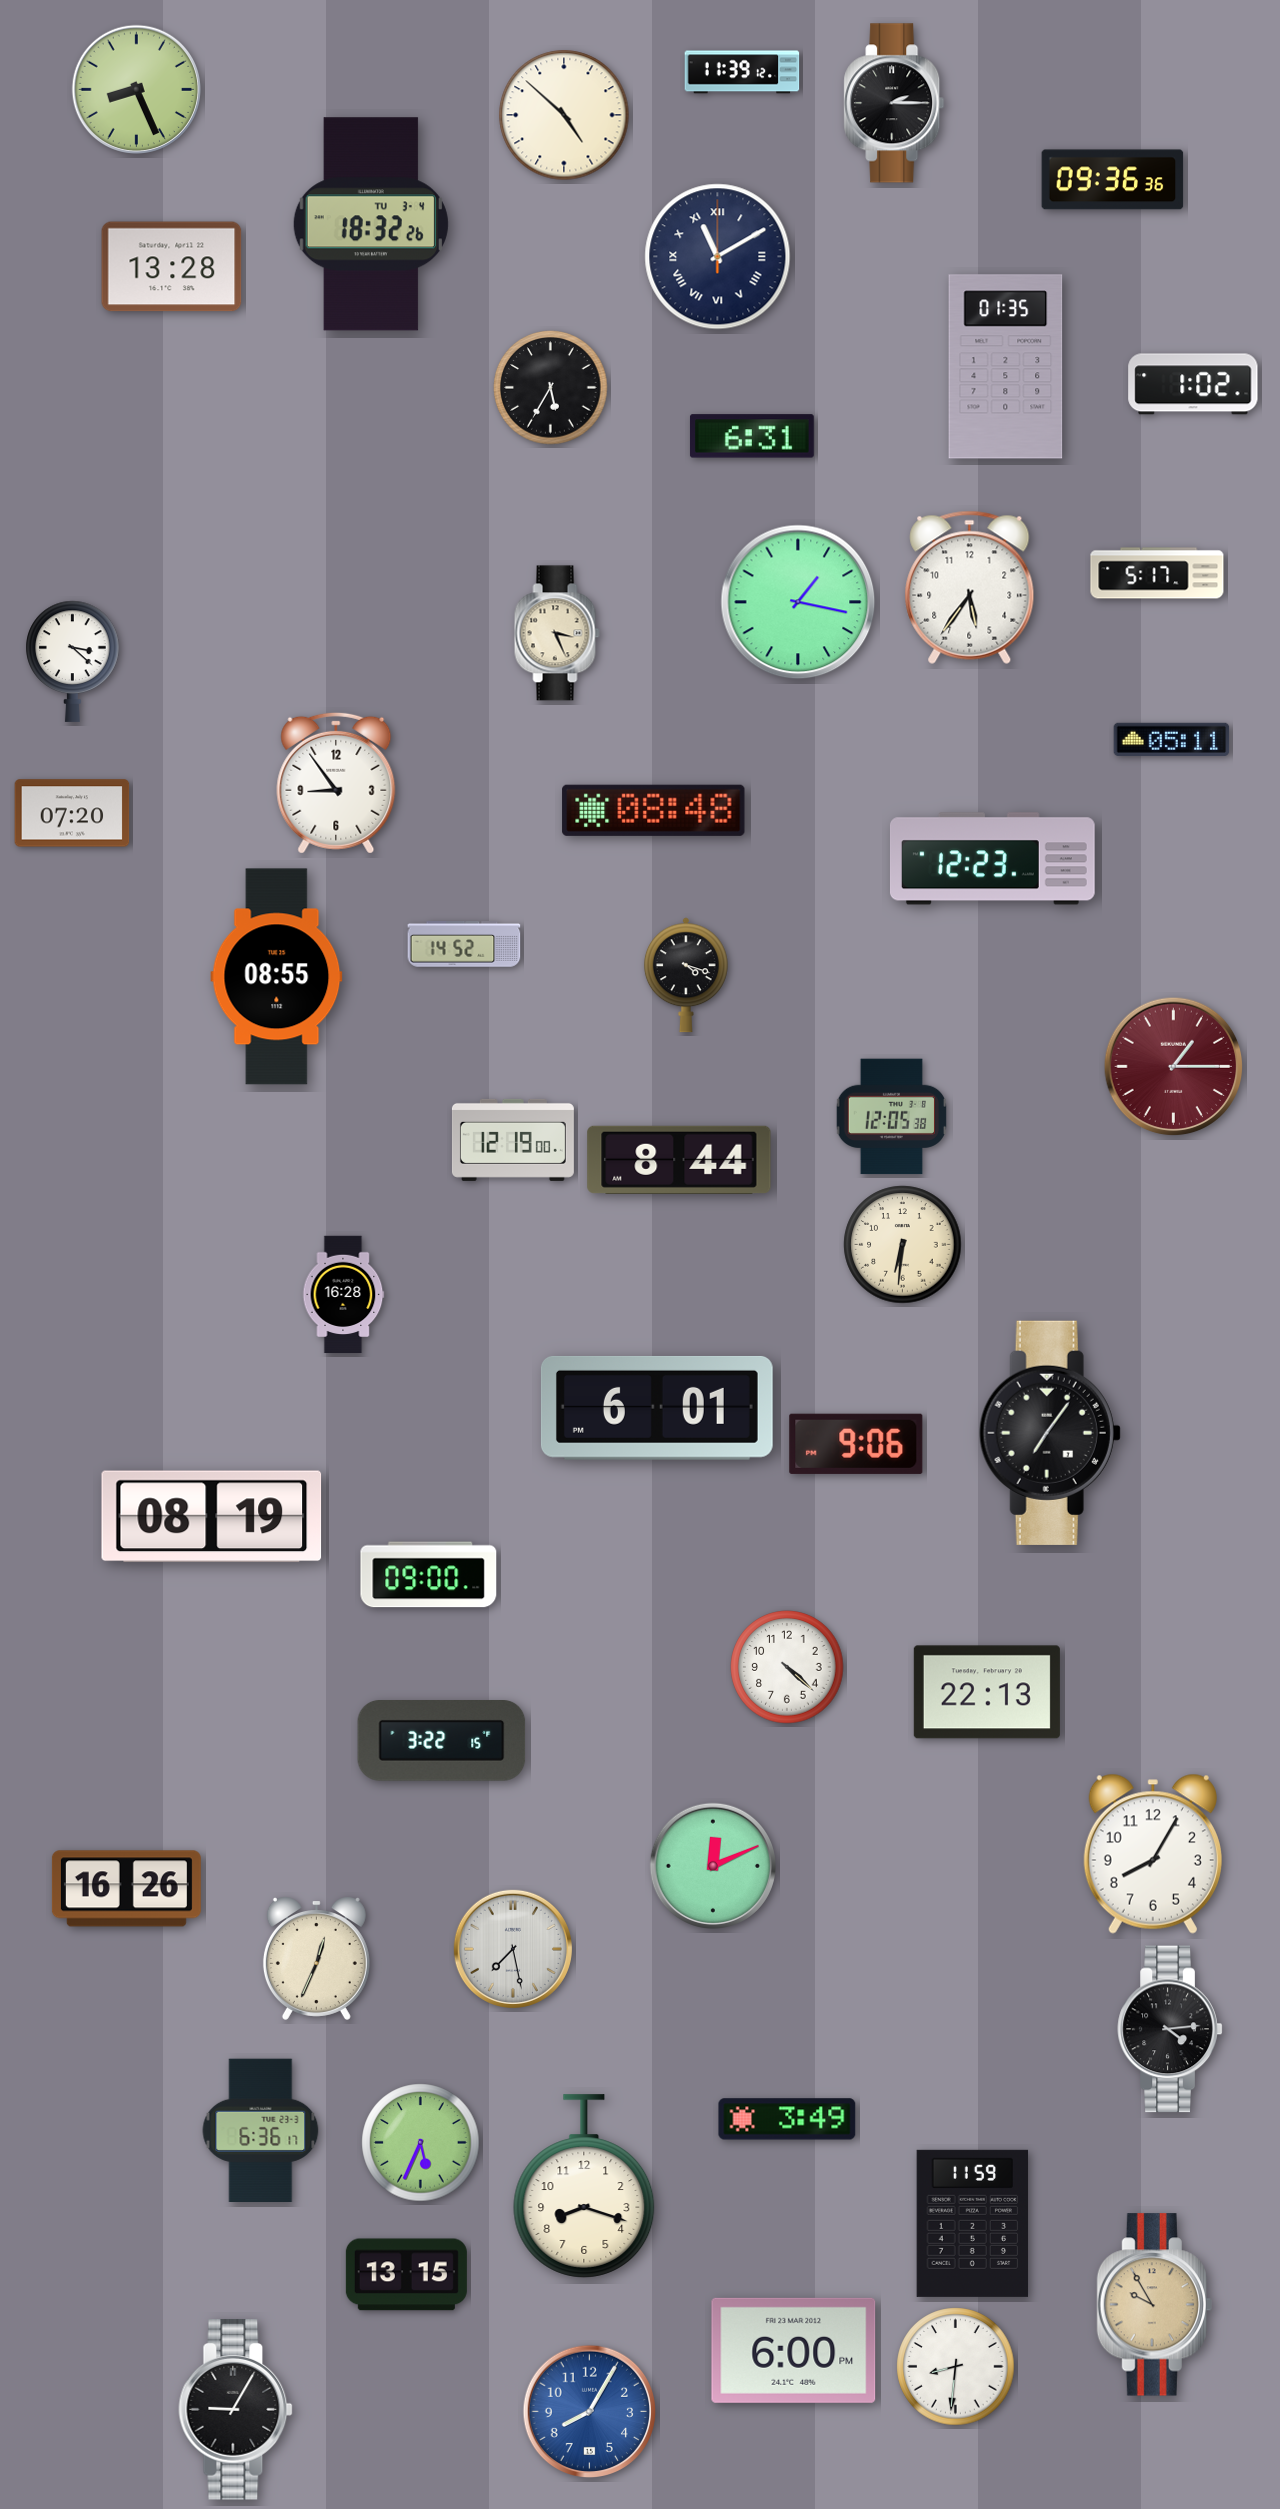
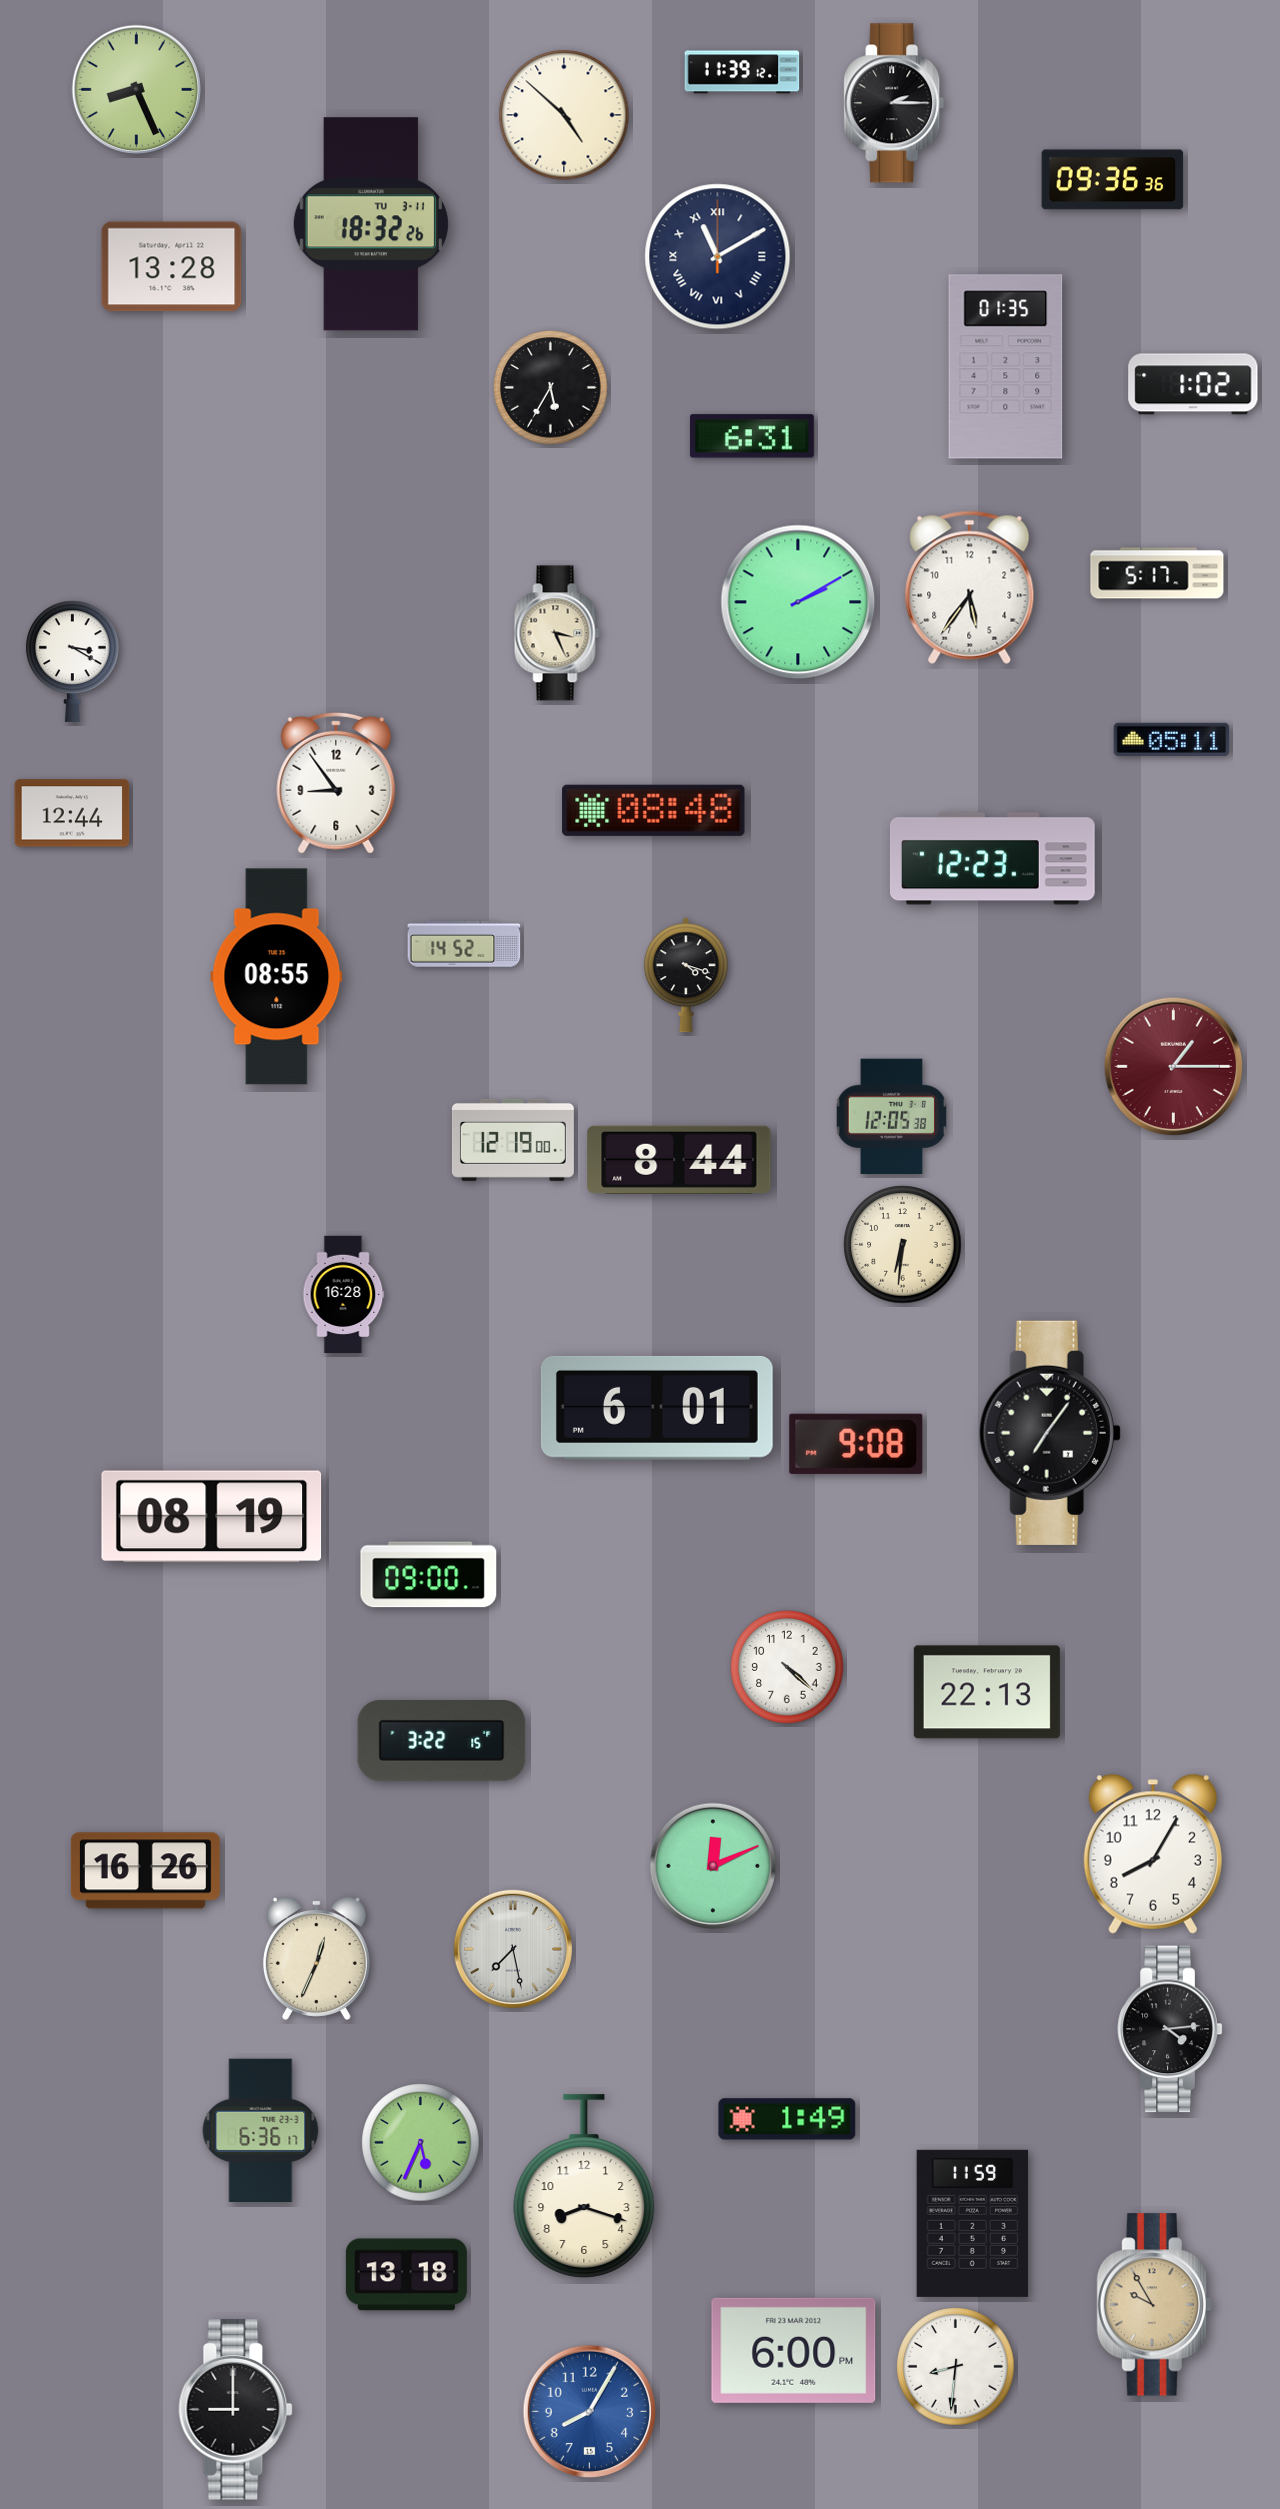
clock at (371, 224) date: TU 3-4 -> TU 3-11
clock at (798, 602): 1:17 -> 2:10
clock at (73, 661): 3:22 -> 3:20
clock at (72, 813): 07:20 -> 12:44
clock at (856, 1444): 9:06 -> 9:08
clock at (126, 1889) position: (126, 1889) -> (145, 1871)
clock at (787, 2119): 3:49 -> 1:49
clock at (406, 2275): 13:15 -> 13:18
clock at (236, 2410): 9:05 -> 9:00
